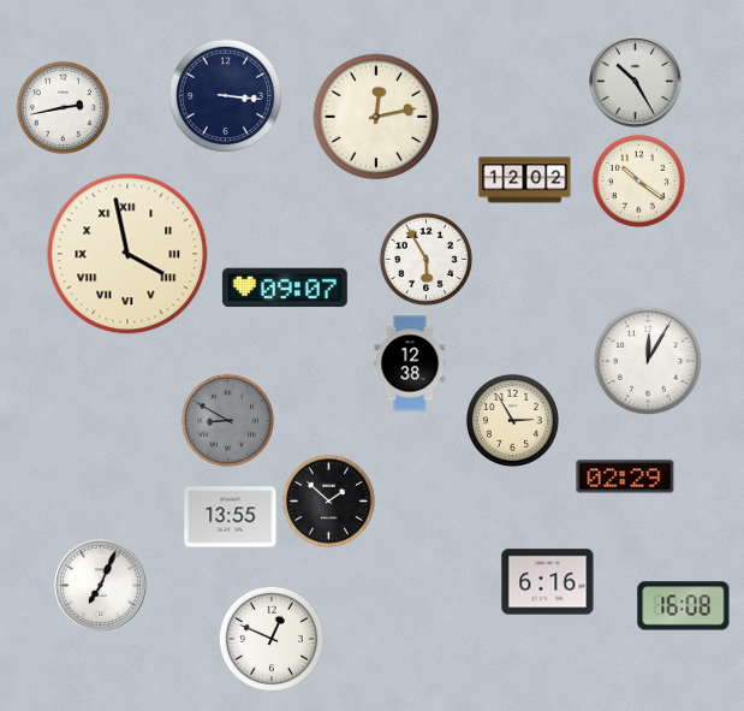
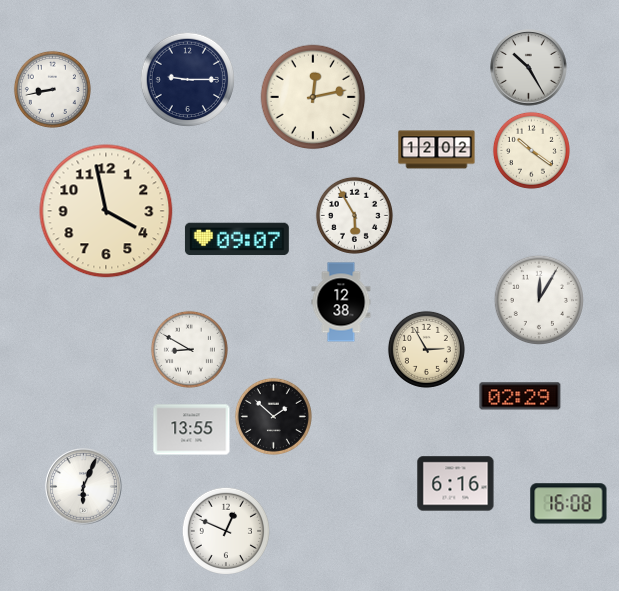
clock at (225, 95): 3:16 -> 9:15
clock at (63, 107): 2:43 -> 8:43
clock at (127, 254) numerals: Roman -> Arabic
clock at (227, 420) dial: grey -> white
clock at (101, 586): 7:04 -> 6:04
